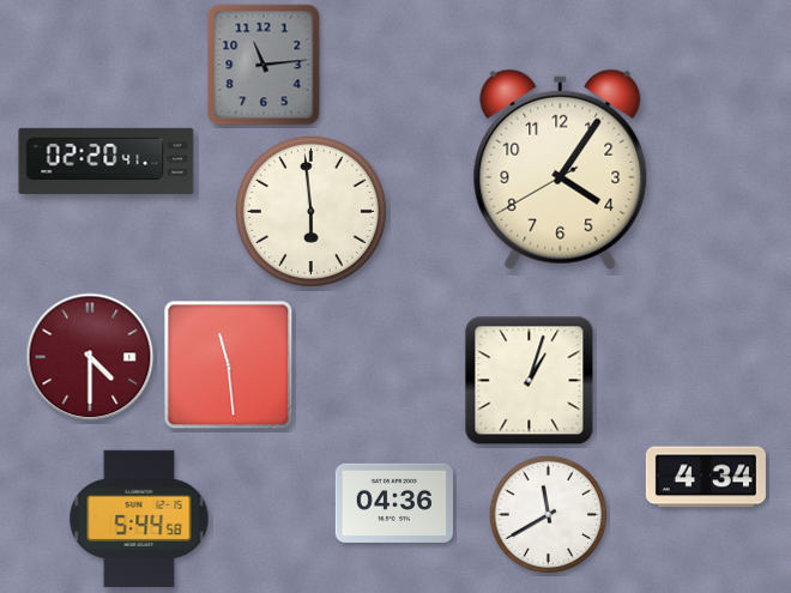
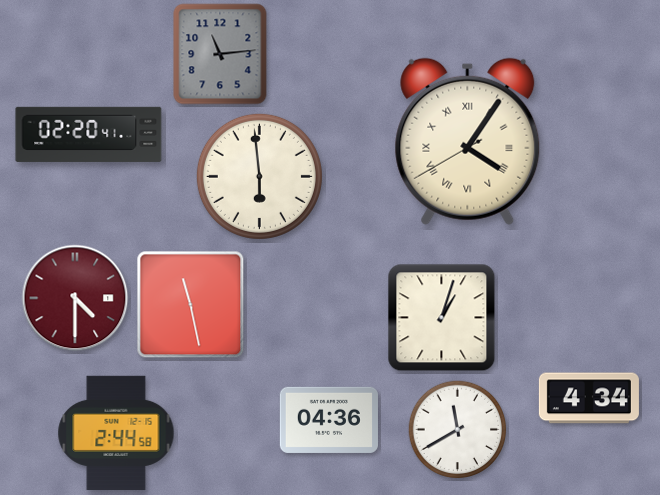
clock at (561, 169) numerals: Arabic -> Roman
clock at (229, 365): 11:29 -> 11:28
clock at (139, 519): 5:44 -> 2:44
